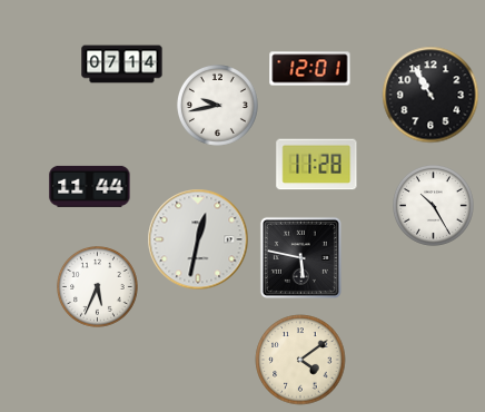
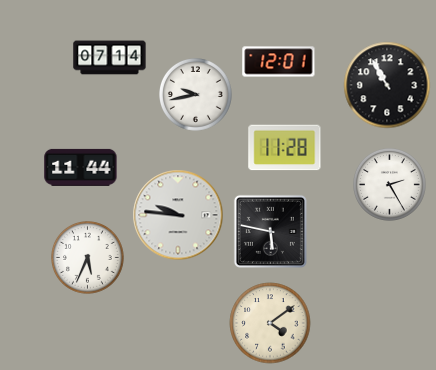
clock at (434, 206): 10:25 -> 2:25
clock at (198, 239): 12:32 -> 9:46
